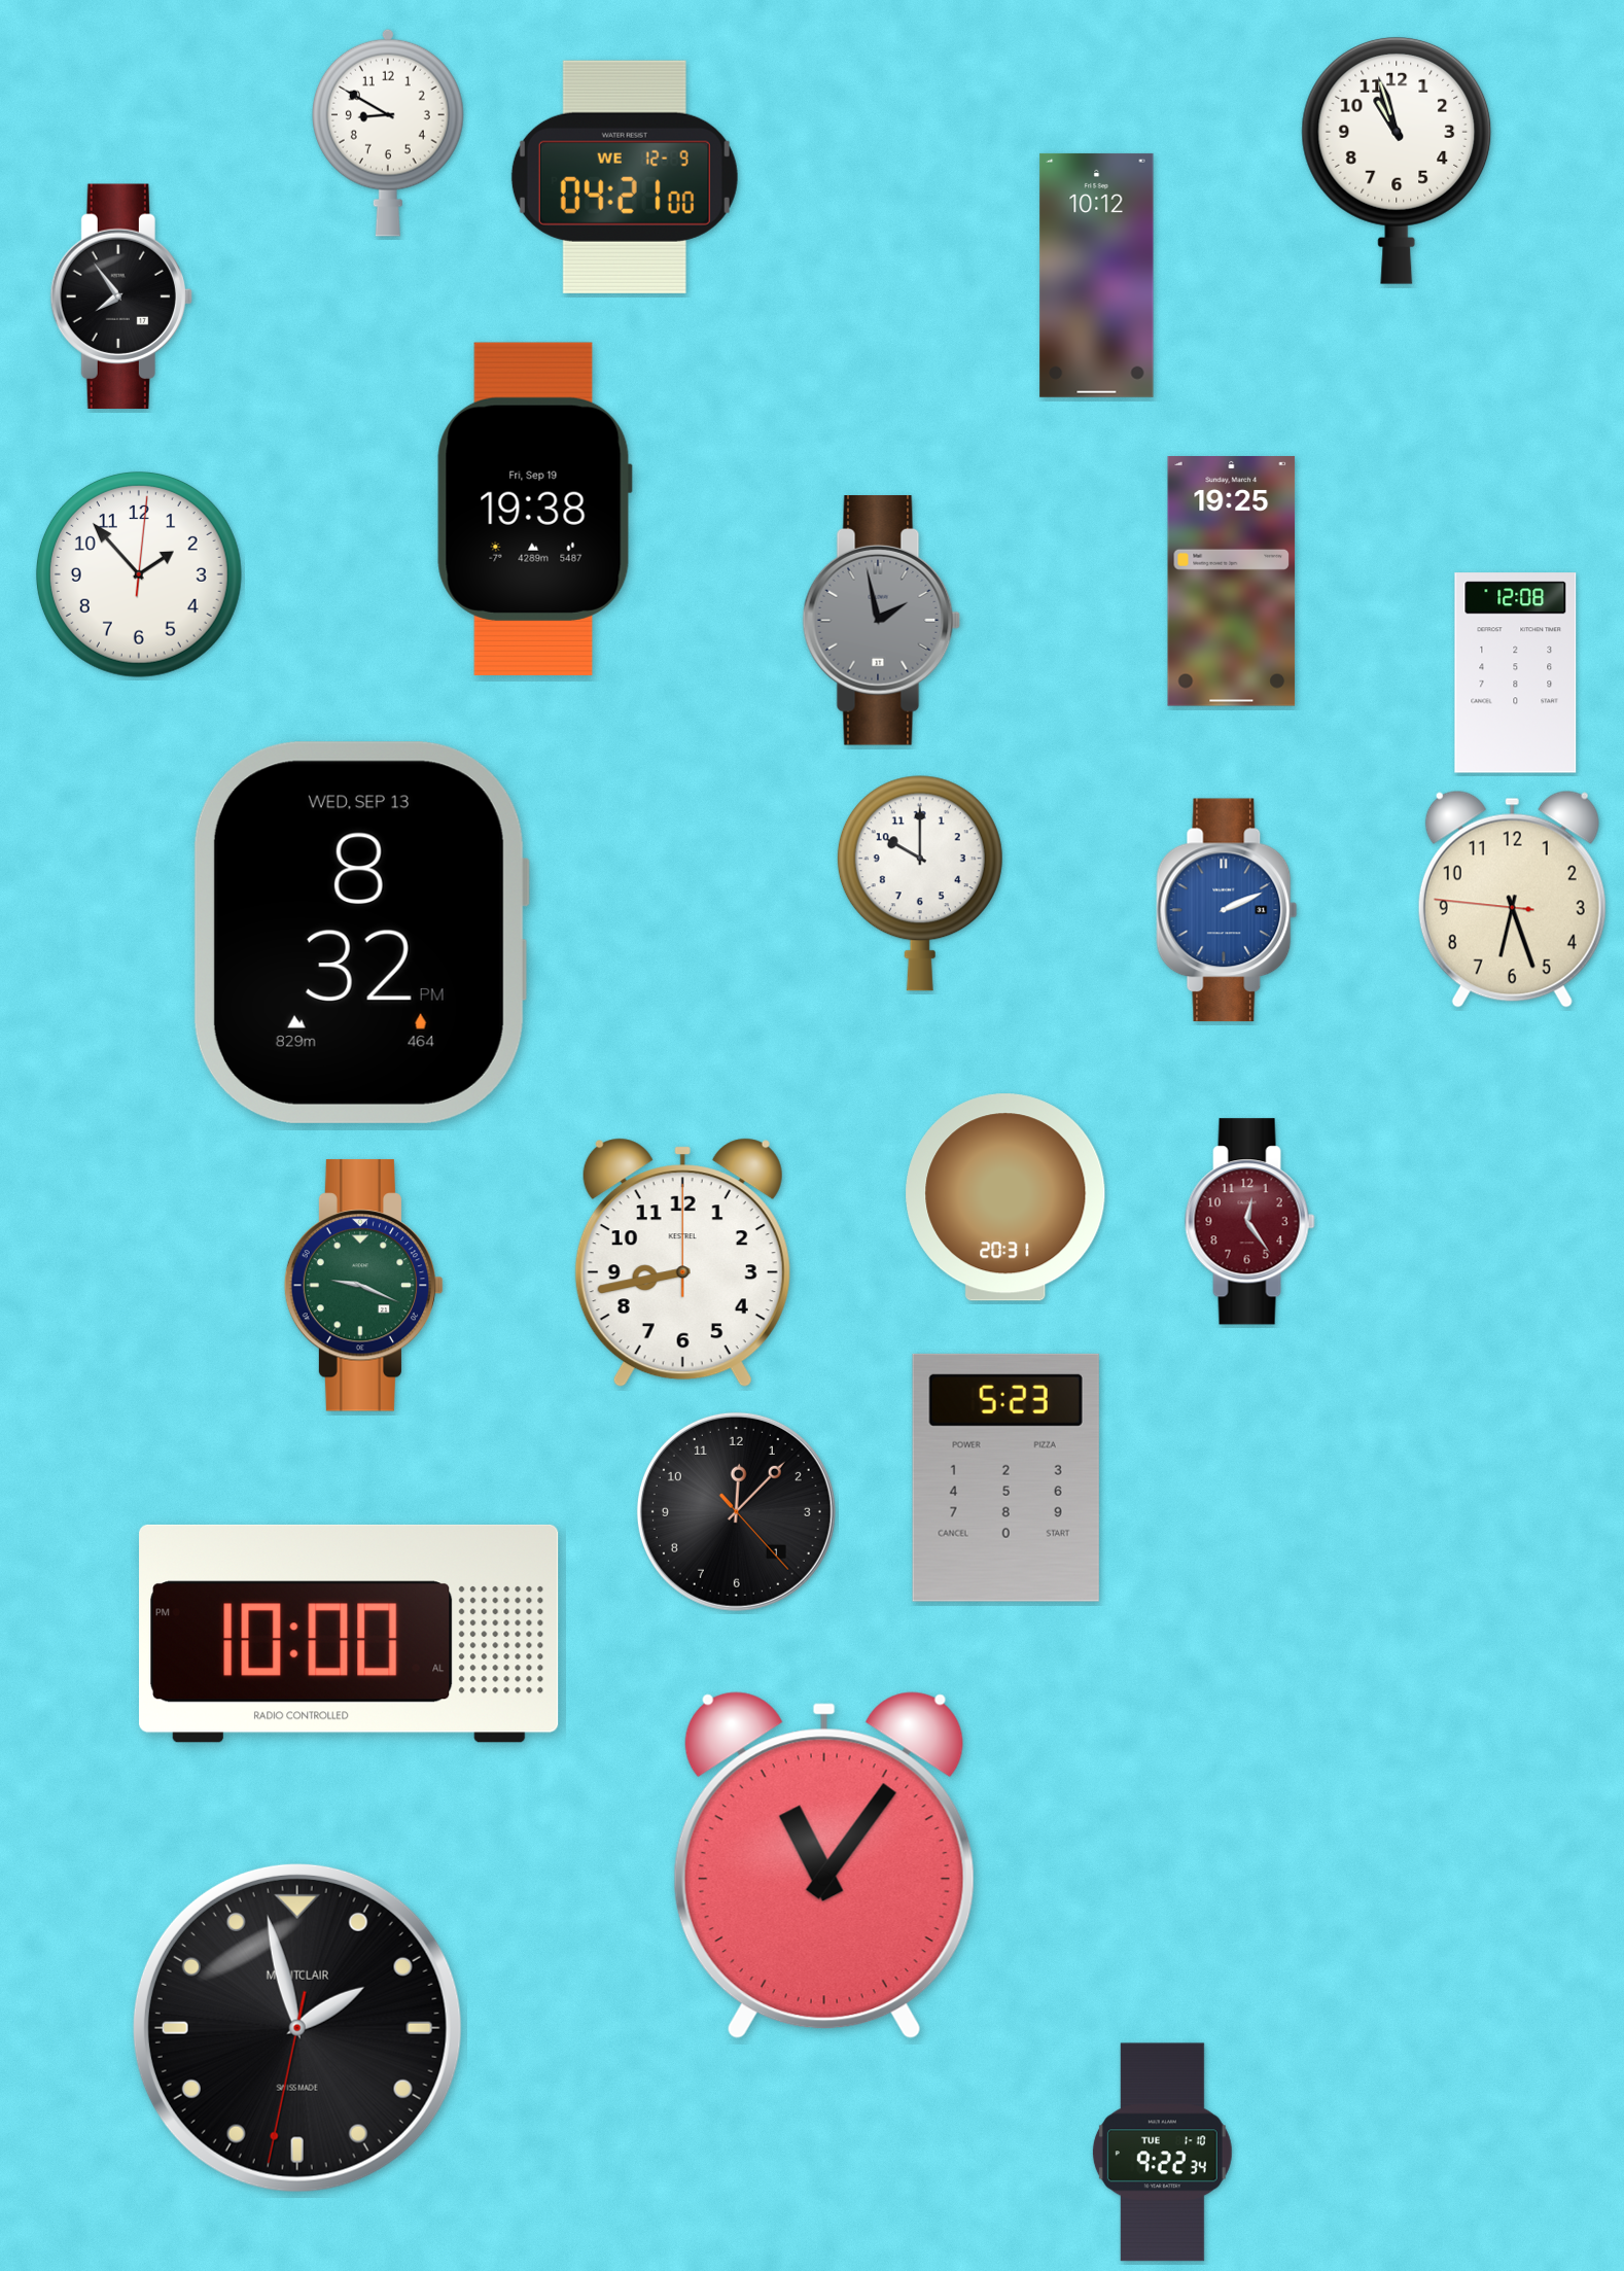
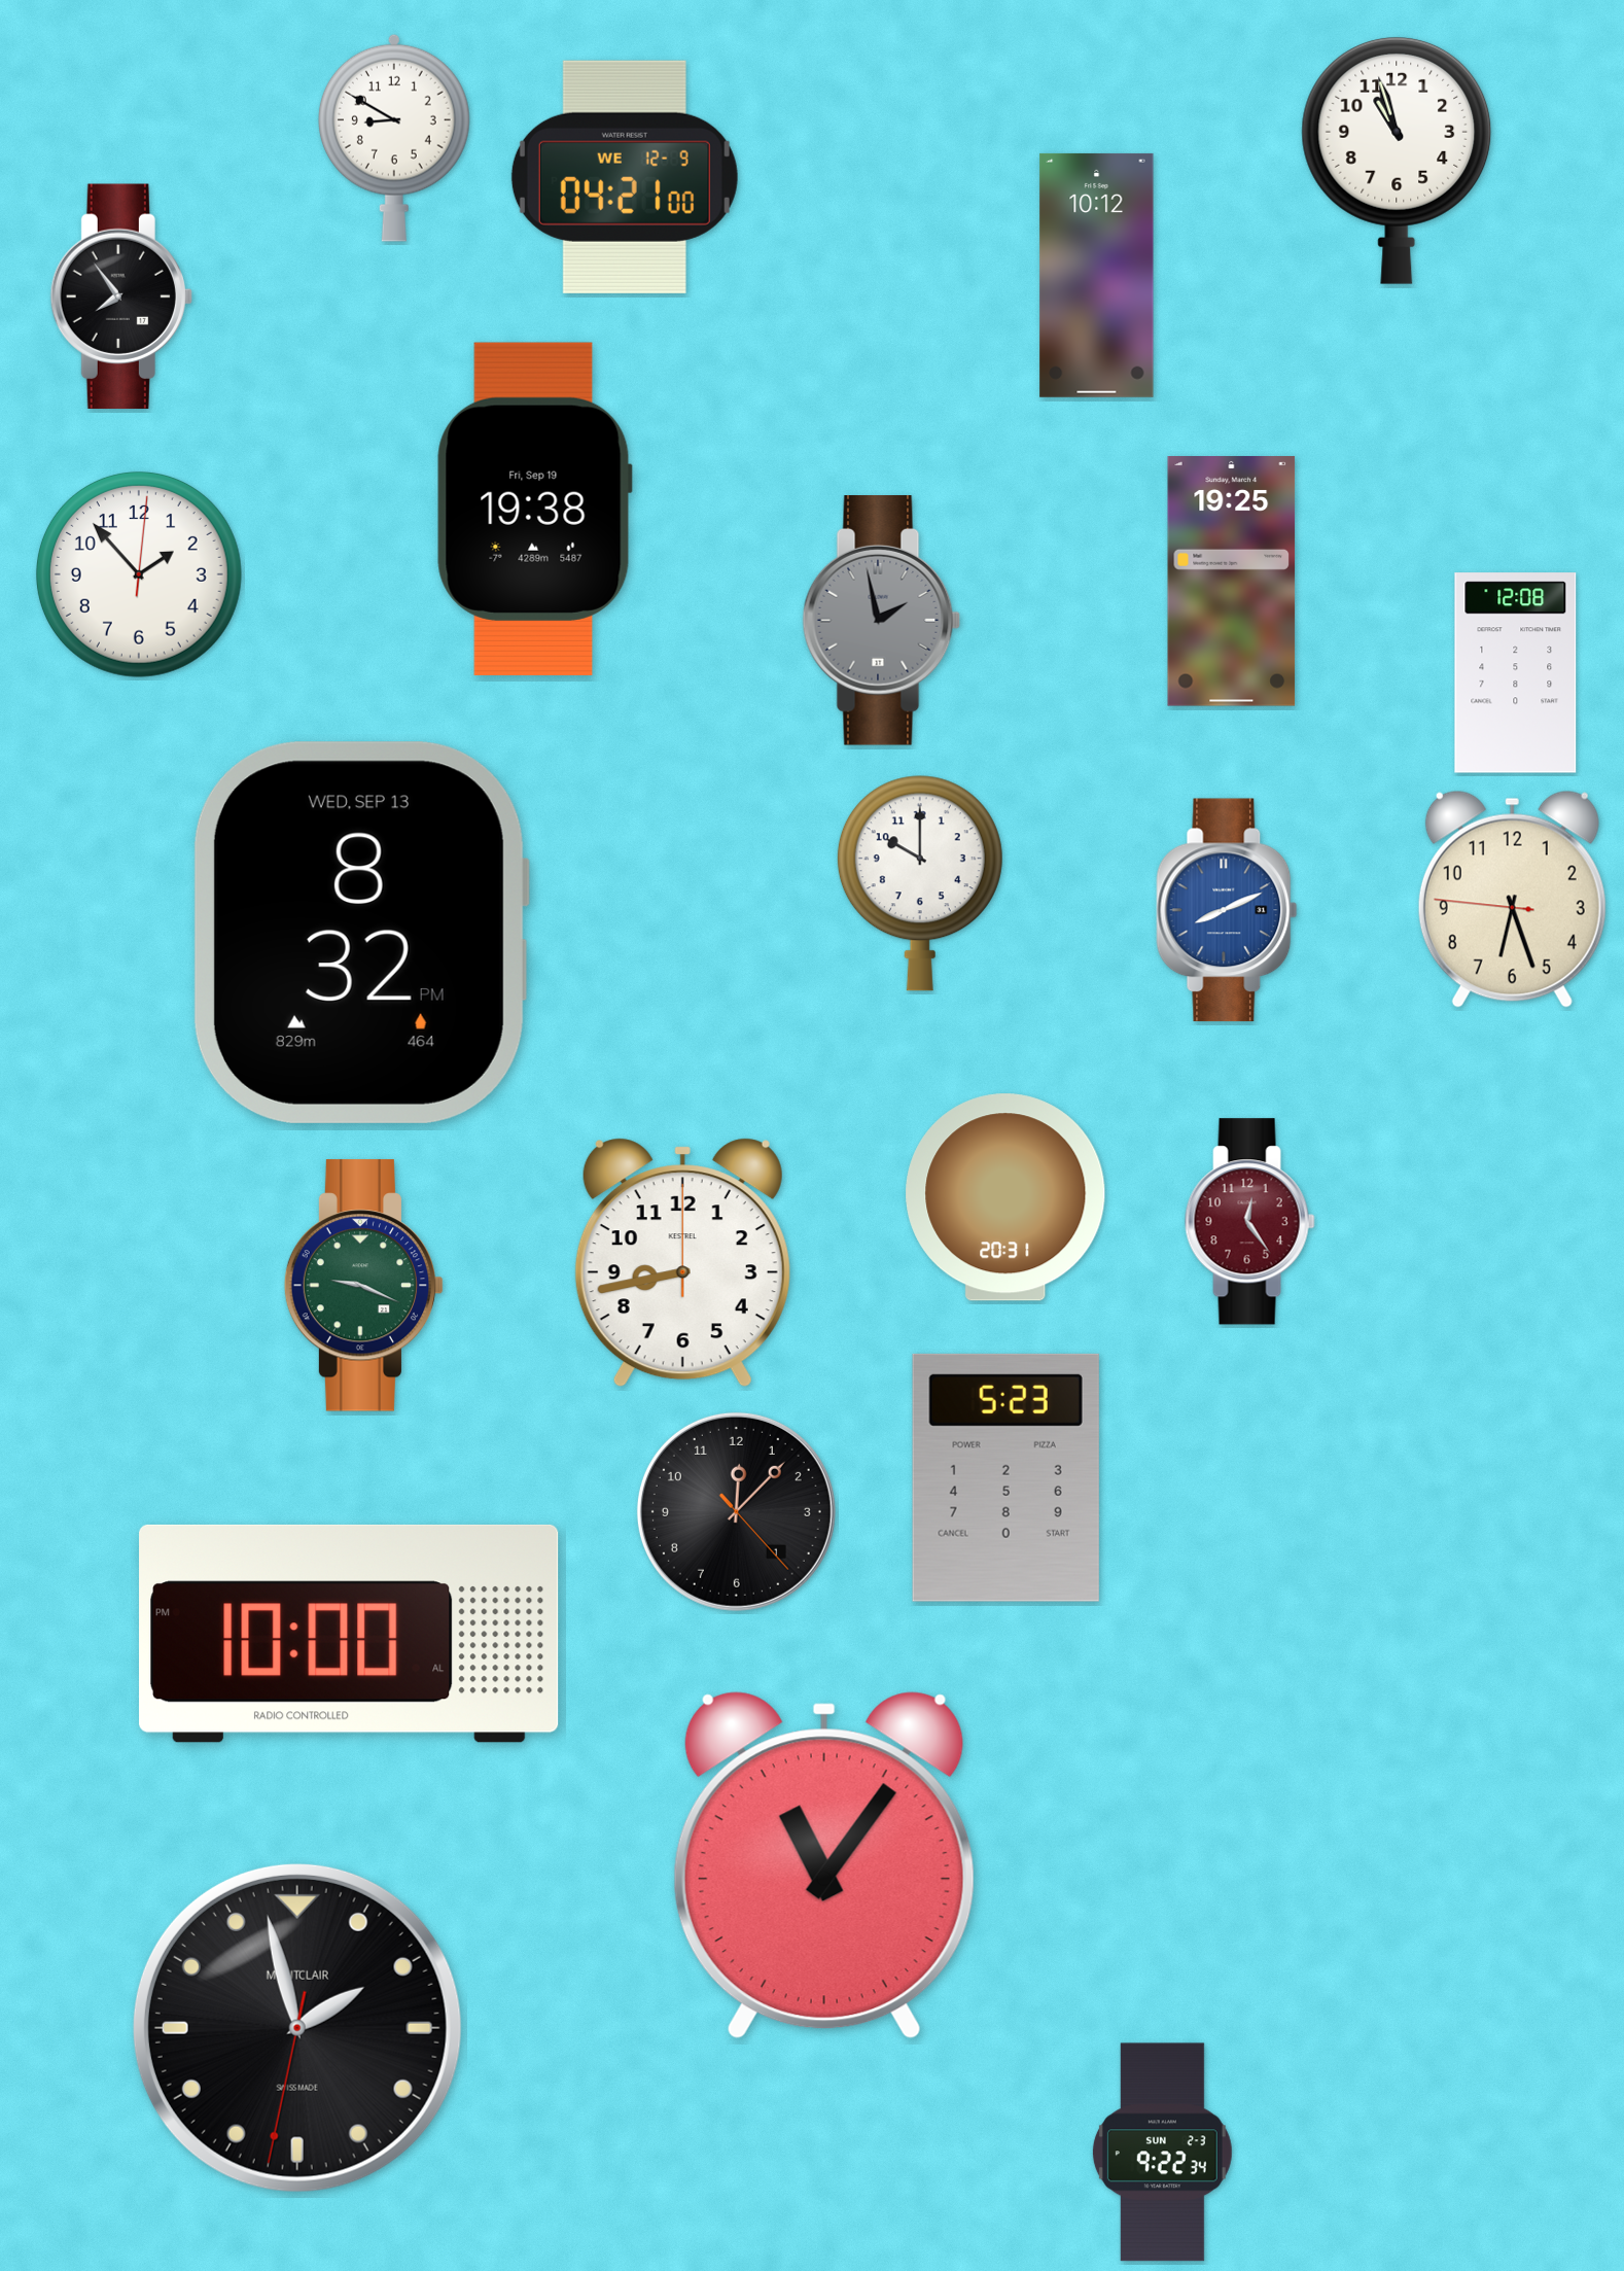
clock at (388, 133) position: (388, 133) -> (394, 138)
clock at (1227, 910): 2:11 -> 8:11
clock at (1162, 2153) date: TUE 1-10 -> SUN 2-3
